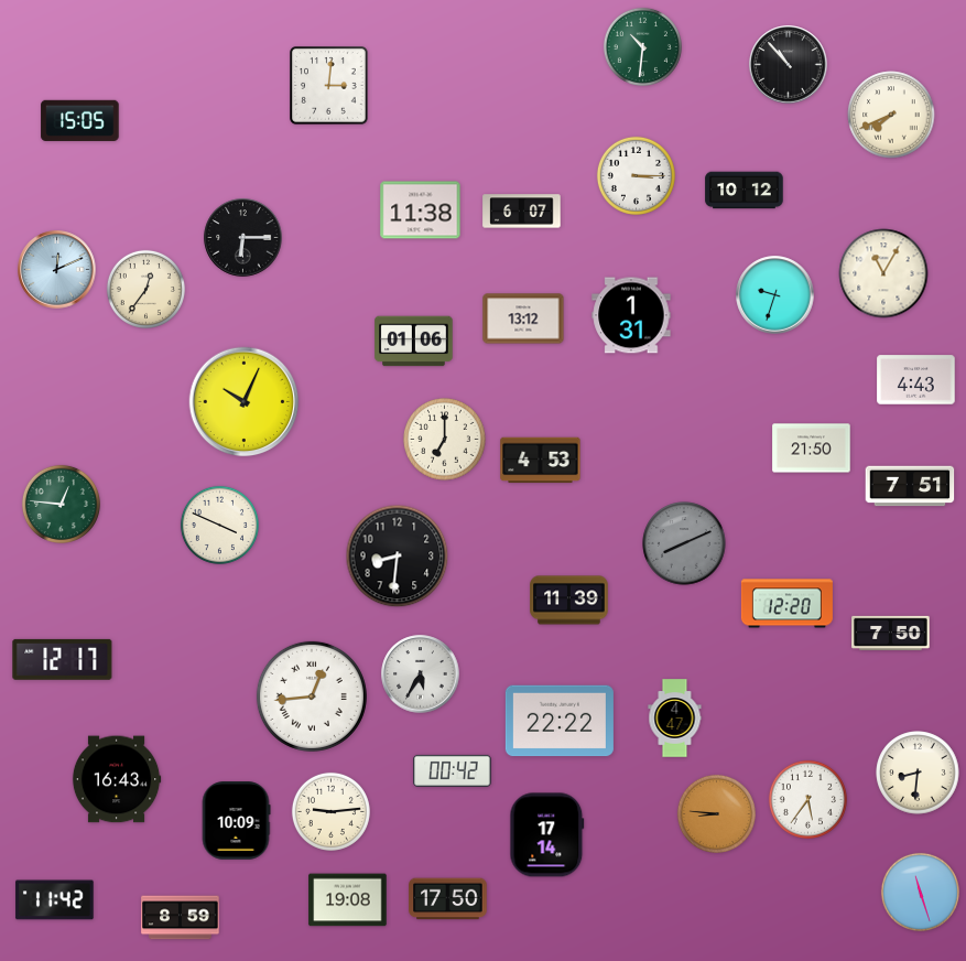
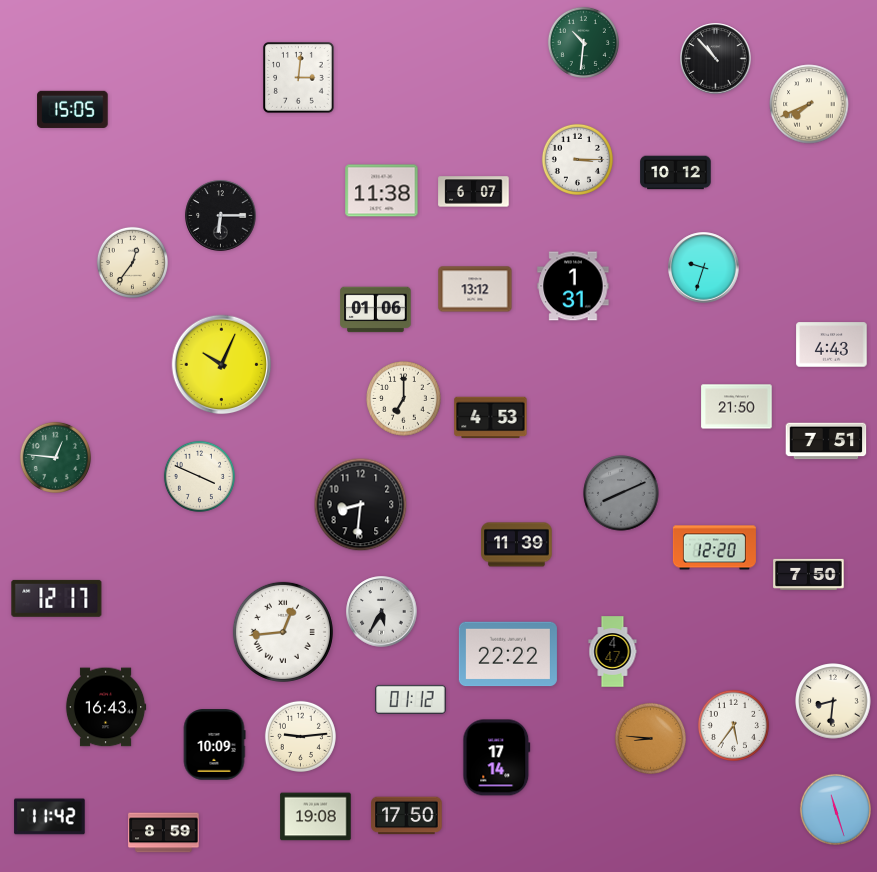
clock at (57, 270): 12:11 -> none
clock at (883, 273): 11:05 -> none
clock at (453, 770): 00:42 -> 01:12
